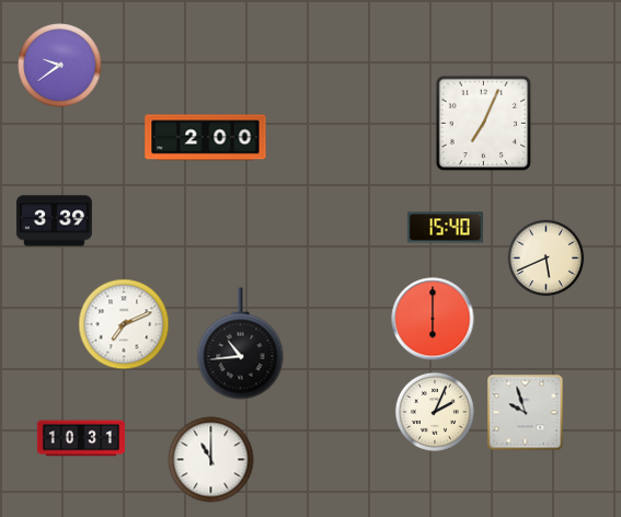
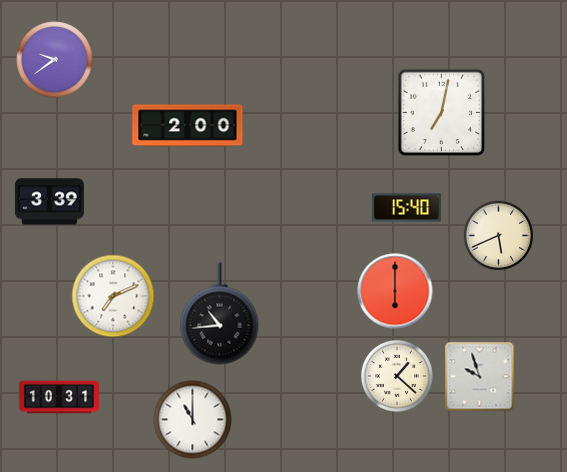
clock at (484, 124): 7:04 -> 7:02
clock at (435, 412): 2:04 -> 1:22
clock at (80, 438) position: (80, 438) -> (58, 397)
